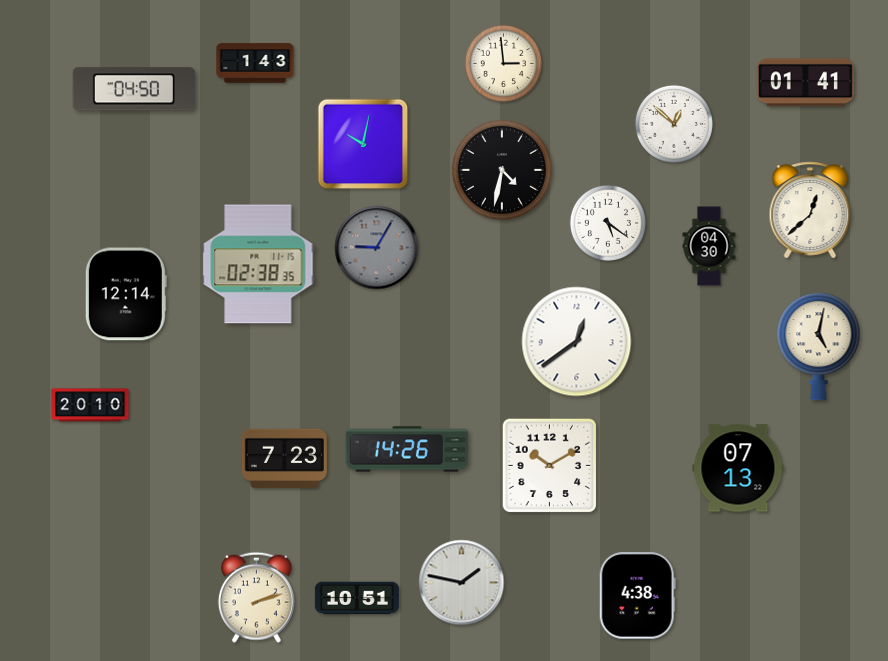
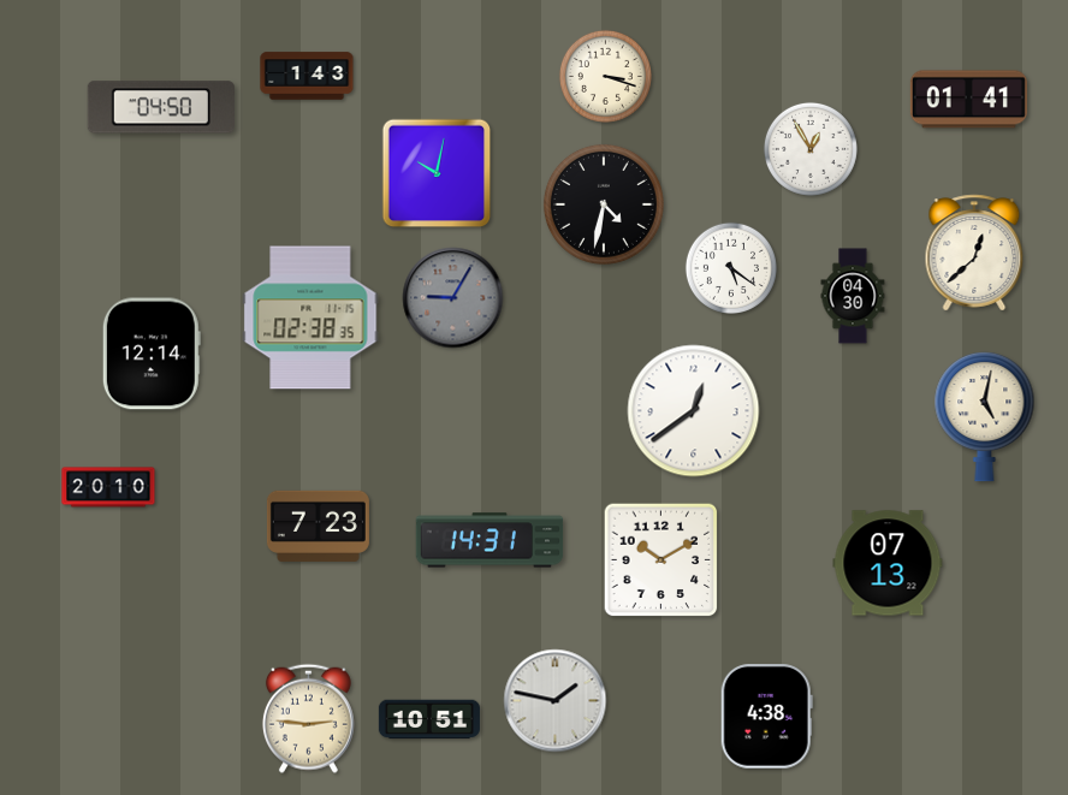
clock at (503, 63): 2:59 -> 3:18
clock at (674, 124): 12:52 -> 12:55
clock at (407, 449): 14:26 -> 14:31
clock at (284, 458) position: (284, 458) -> (318, 526)
clock at (256, 597): 2:12 -> 2:46
